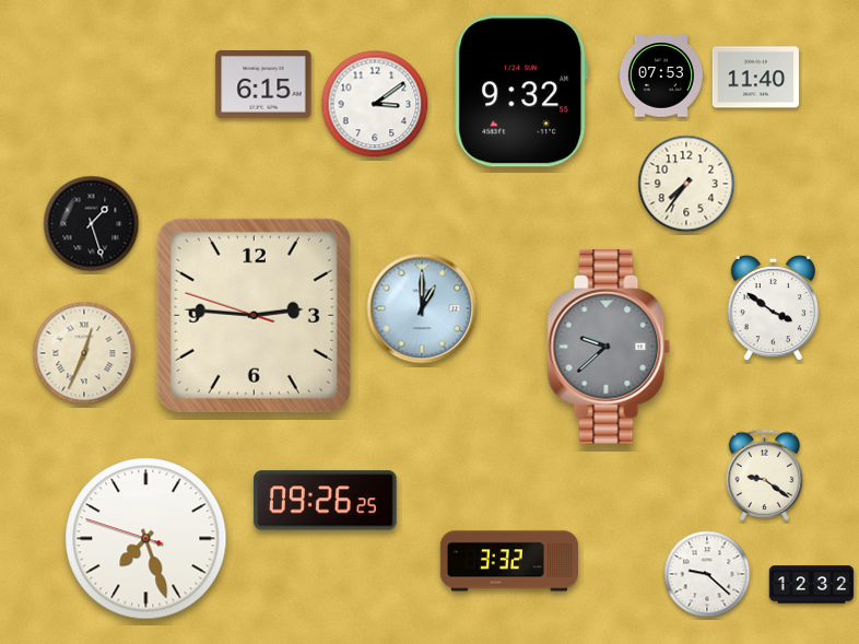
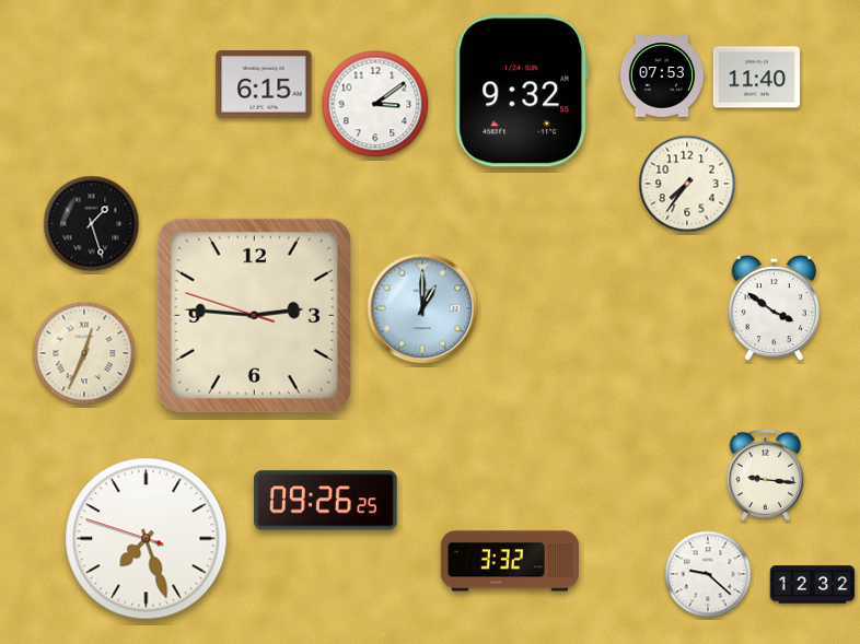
clock at (609, 347): 9:38 -> none
clock at (765, 476): 9:21 -> 9:16
